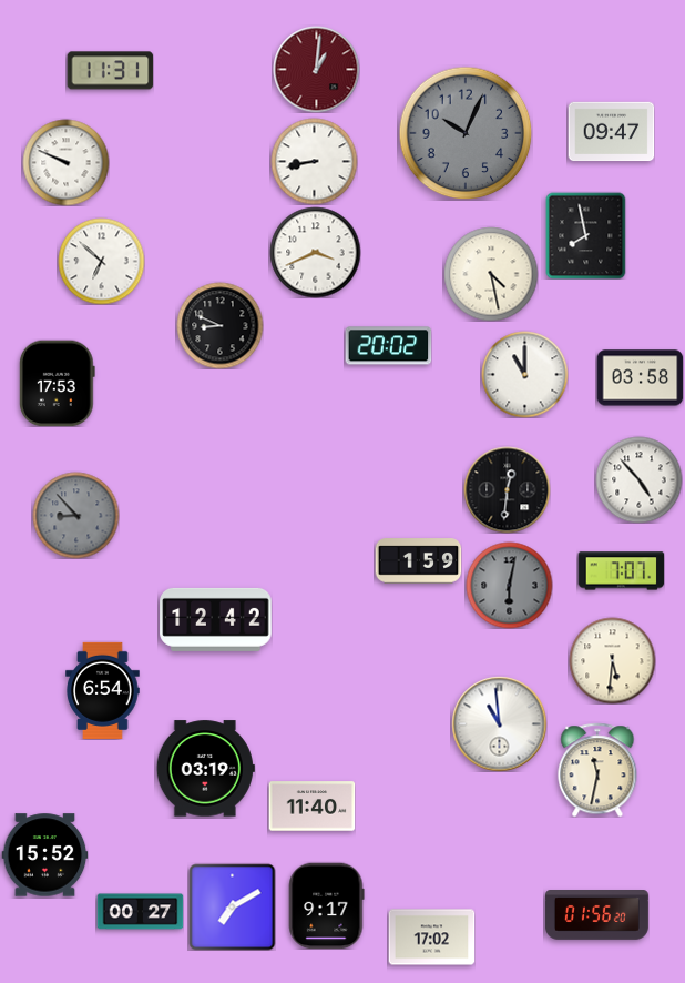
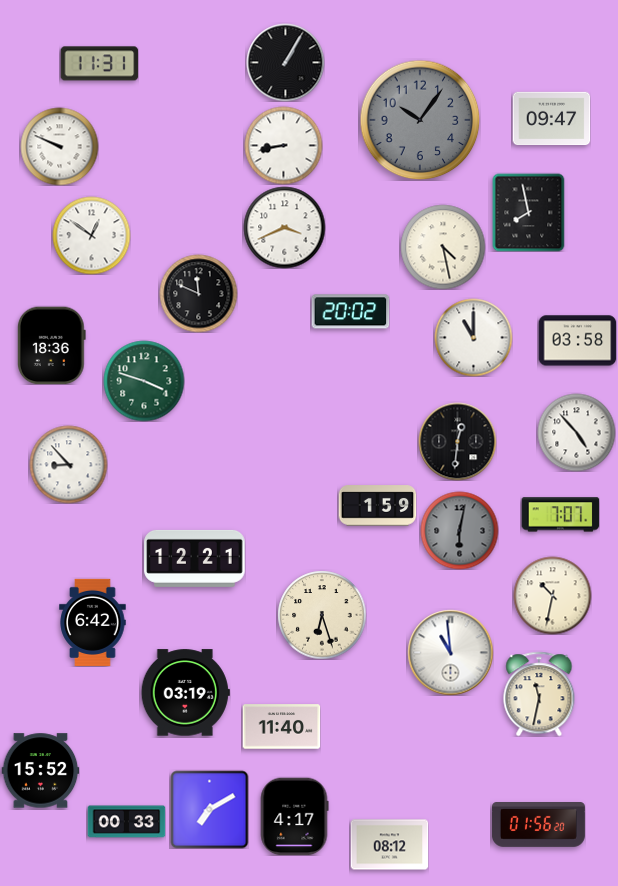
clock at (316, 69): 1:01 -> 1:05
clock at (316, 69) dial: burgundy -> black
clock at (466, 133): 10:04 -> 10:06
clock at (101, 261): 6:52 -> 12:51
clock at (219, 325): 8:49 -> 11:49
clock at (57, 383): 17:53 -> 18:36
clock at (144, 381): none -> 3:48
clock at (75, 515) dial: grey -> white
clock at (509, 585) position: (509, 585) -> (459, 530)
clock at (216, 619): 12:42 -> 12:21
clock at (612, 660): 5:31 -> 10:32
clock at (322, 615): none -> 6:27
clock at (103, 690): 6:54 -> 6:42
clock at (326, 905): 9:17 -> 4:17
clock at (232, 906) position: (232, 906) -> (209, 809)
clock at (140, 912): 00:27 -> 00:33
clock at (431, 938): 17:02 -> 08:12
